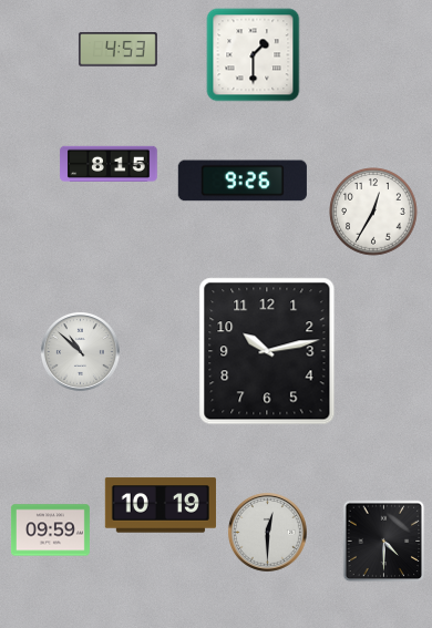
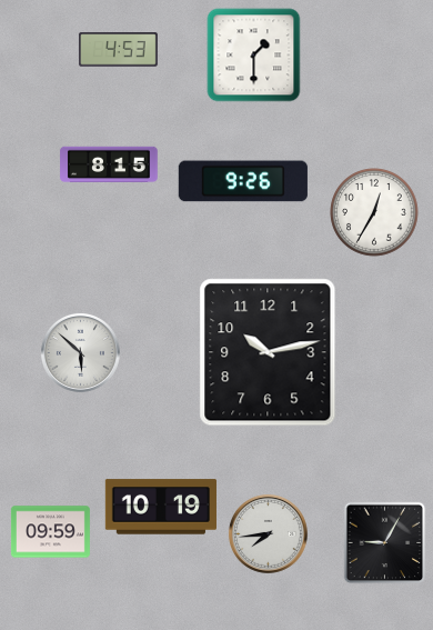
clock at (80, 351): 10:52 -> 5:52
clock at (267, 532): 12:30 -> 7:44
clock at (384, 542): 4:30 -> 9:05
